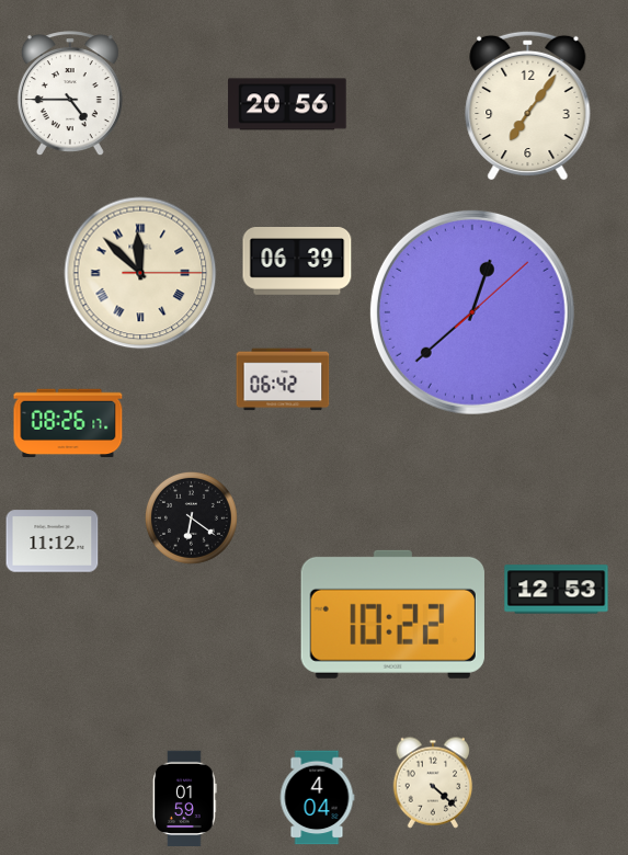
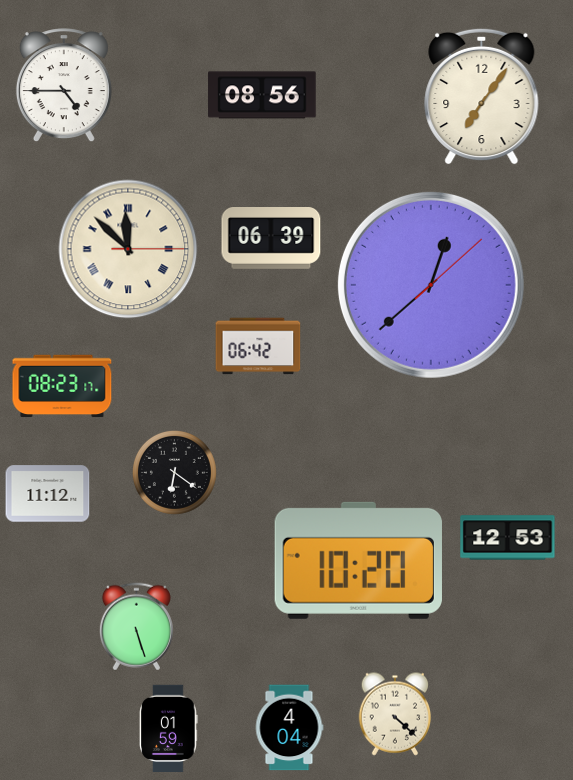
clock at (287, 104): 20:56 -> 08:56
clock at (68, 423): 08:26 -> 08:23
clock at (392, 614): 10:22 -> 10:20
clock at (136, 627): none -> 5:27
